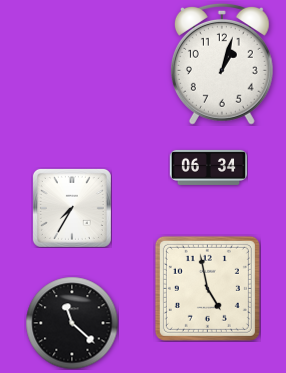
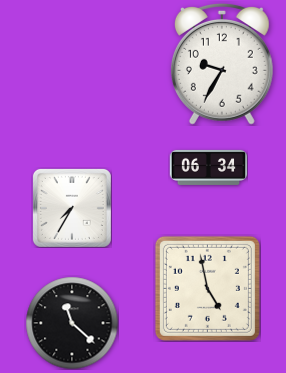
clock at (222, 64): 1:03 -> 9:35
